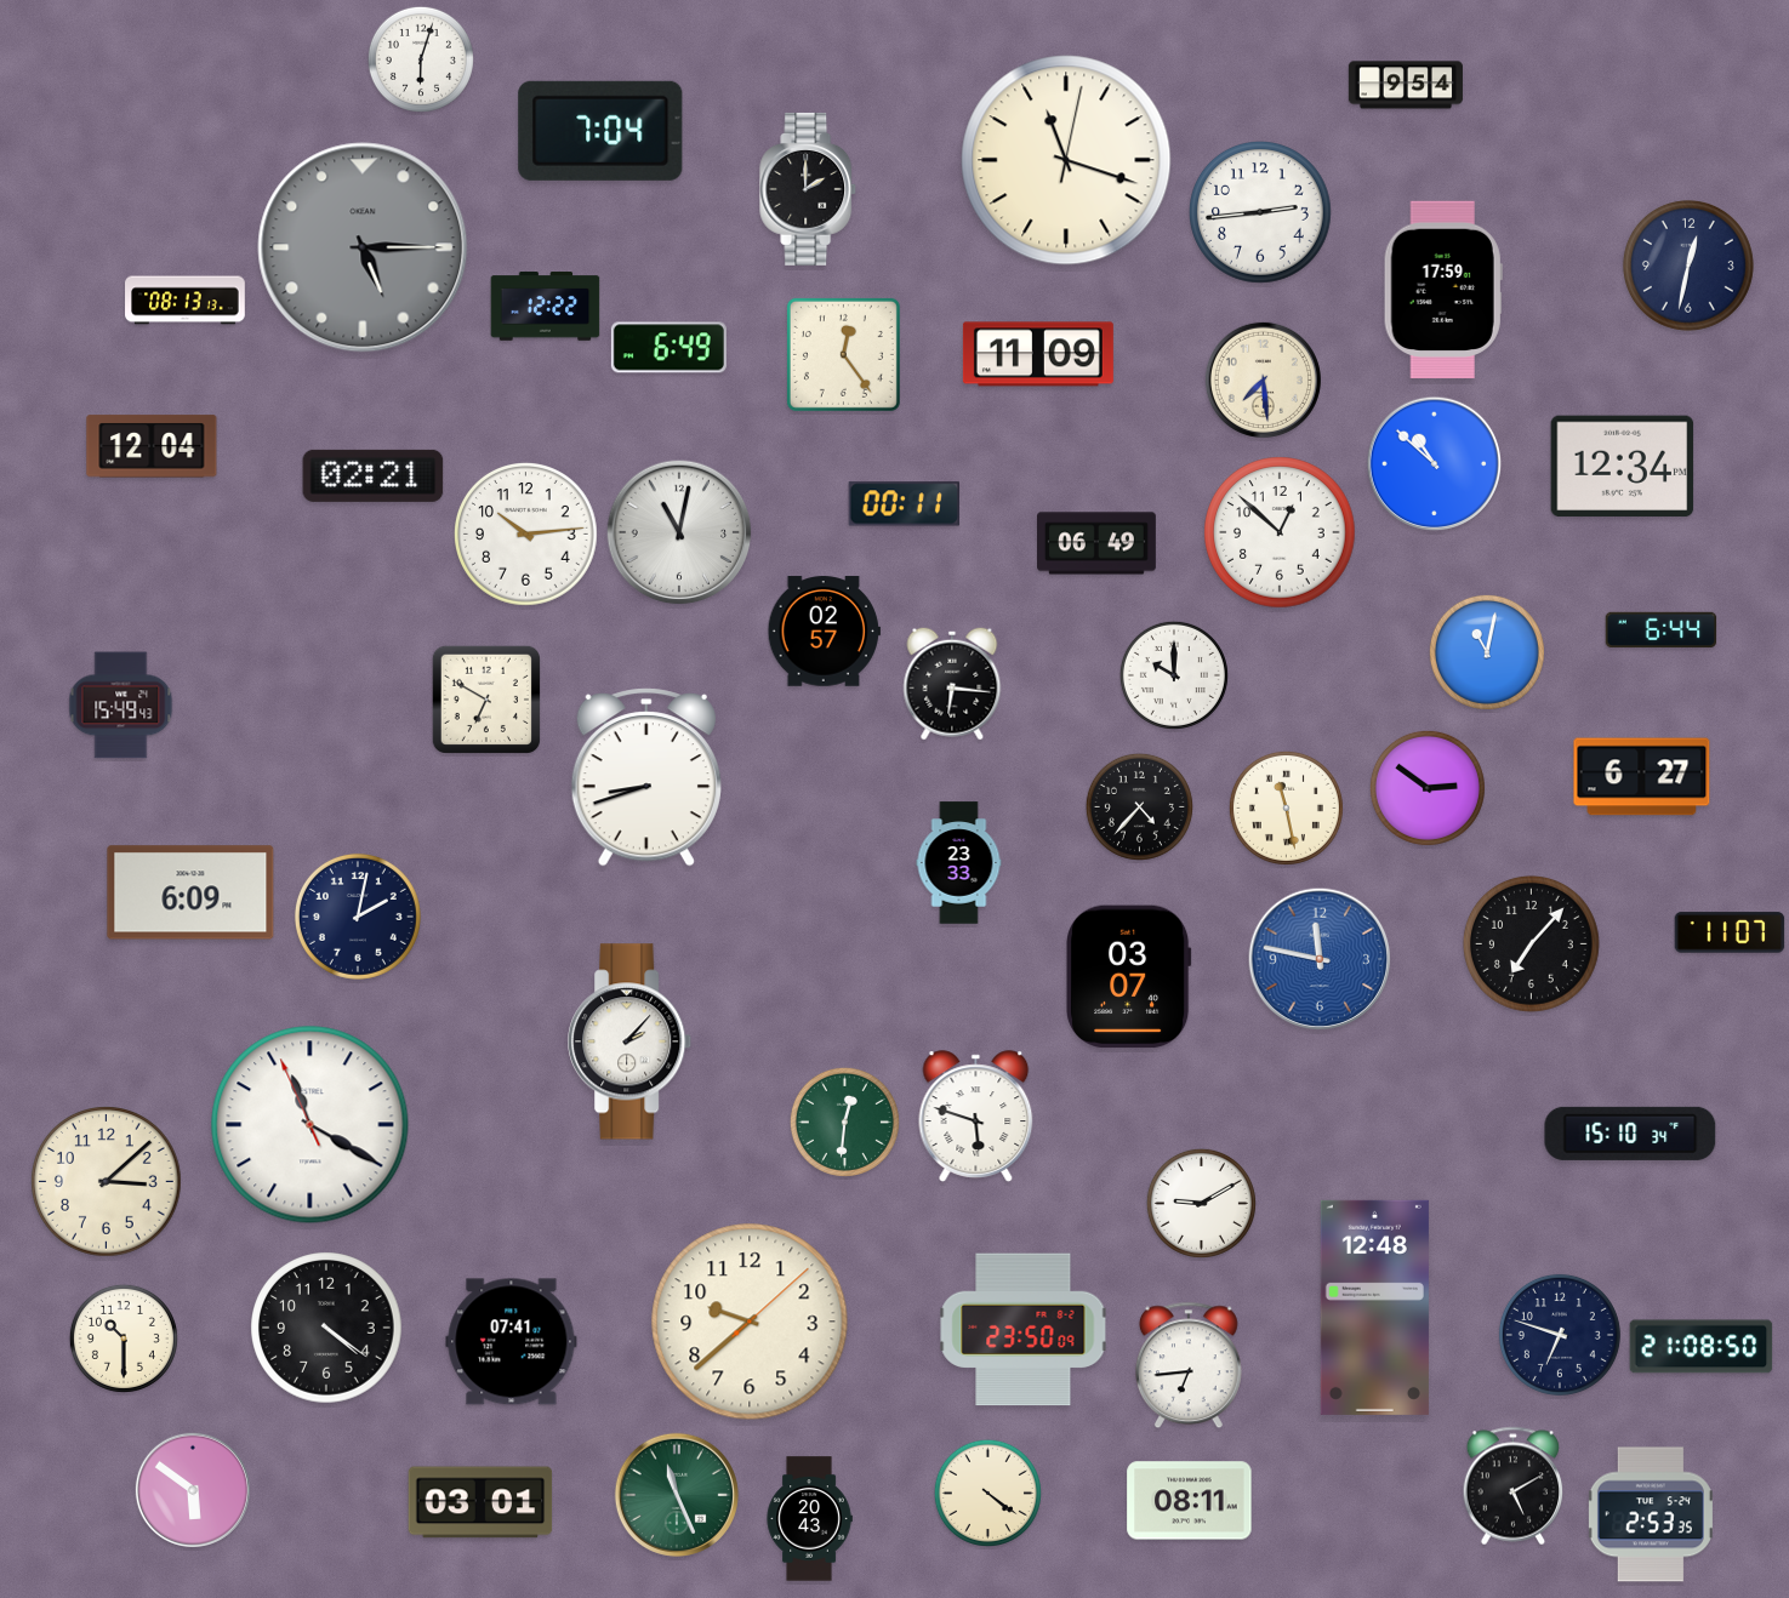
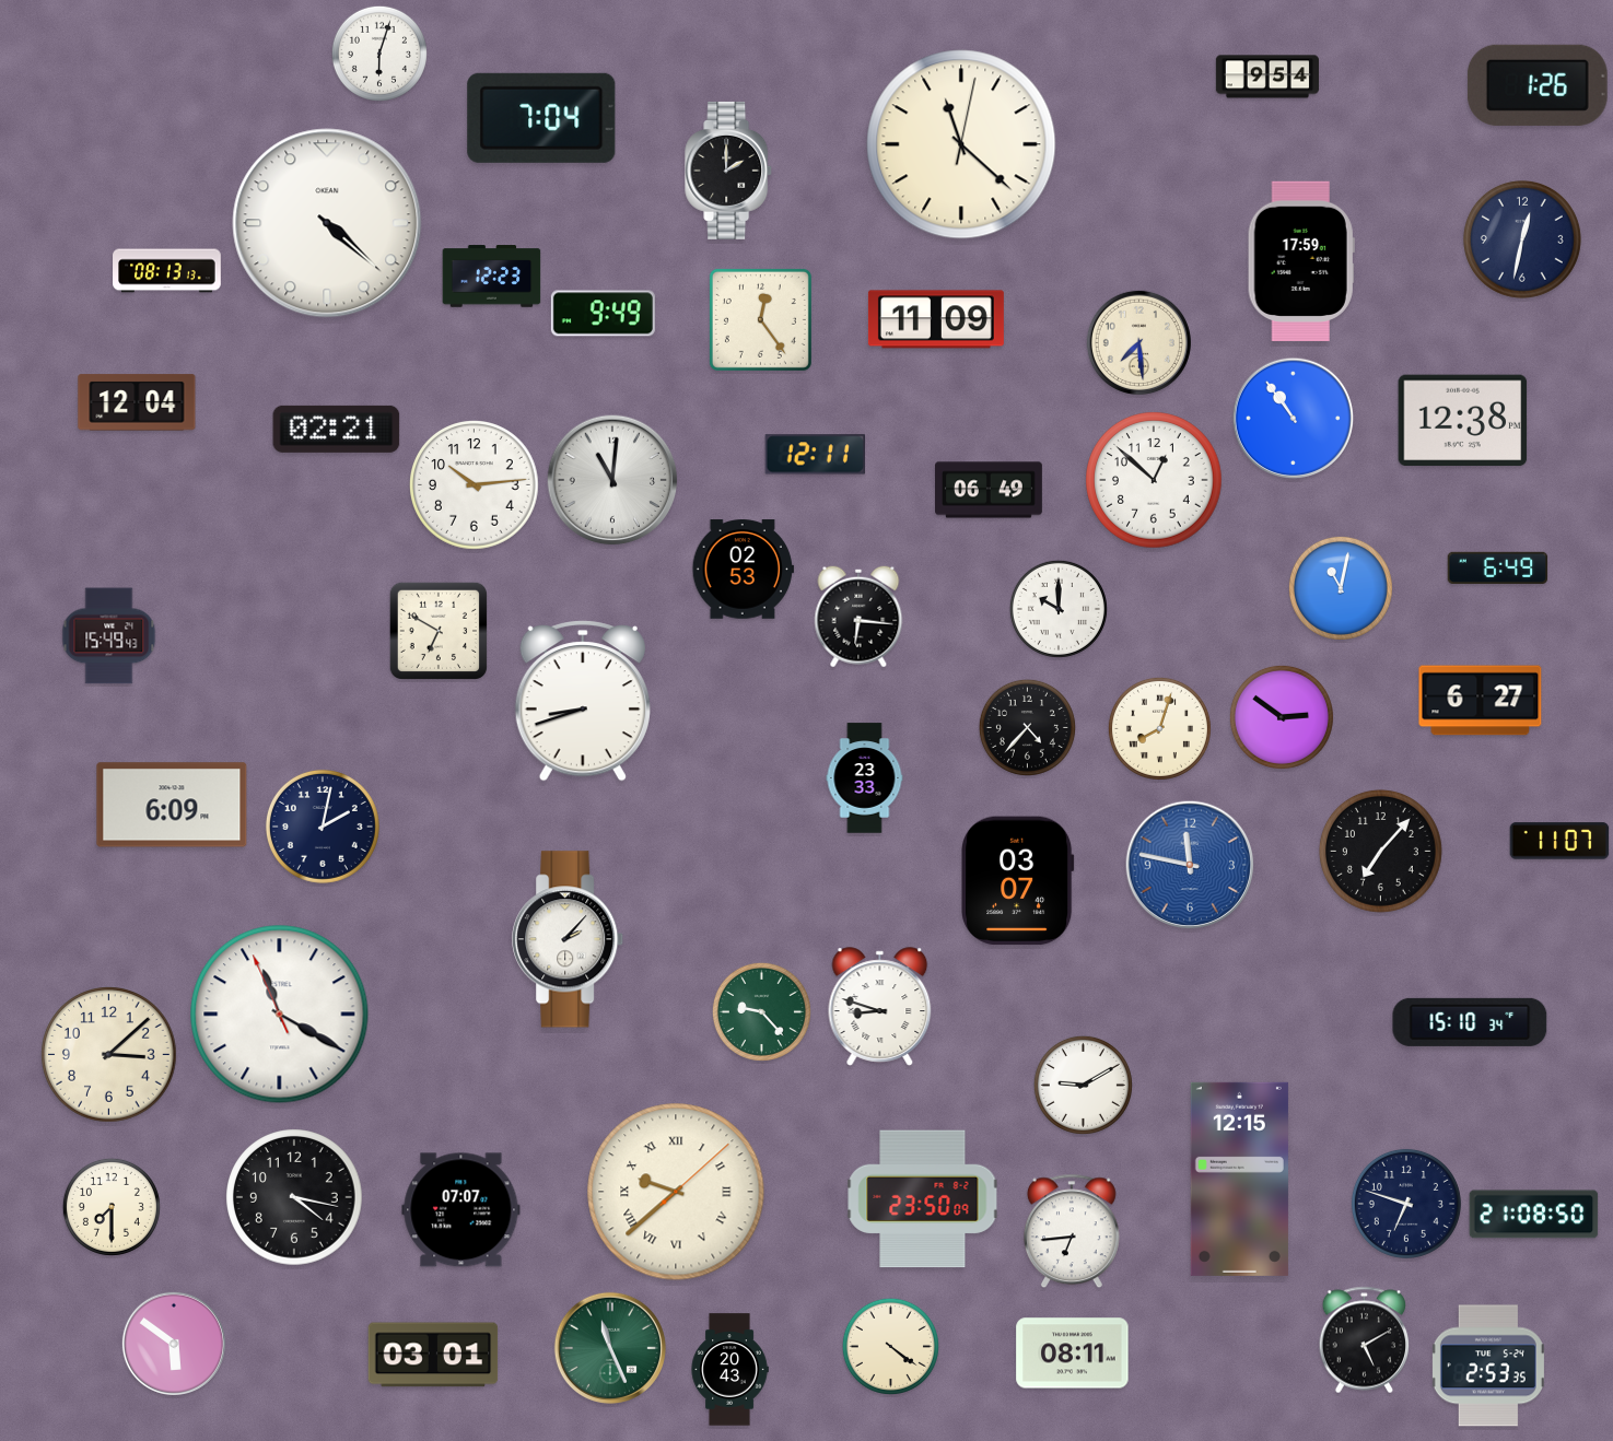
clock at (1538, 85): none -> 1:26
clock at (1066, 160): 11:18 -> 11:22
clock at (1261, 213): 2:44 -> none
clock at (363, 247): 5:15 -> 4:22
clock at (363, 247) dial: grey -> white
clock at (546, 307): 12:22 -> 12:23
clock at (668, 348): 6:49 -> 9:49
clock at (1435, 464): 10:52 -> 10:54
clock at (1623, 467): 12:34 -> 12:38
clock at (904, 504): 00:11 -> 12:11
clock at (679, 532): 11:02 -> 11:01
clock at (526, 535) position: (526, 535) -> (475, 485)
clock at (1662, 630): 6:44 -> 6:49
clock at (824, 632): 02:57 -> 02:53
clock at (1428, 788) position: (1428, 788) -> (1282, 717)
clock at (1286, 807): 11:28 -> 8:03
clock at (976, 1117): 5:48 -> 8:48
clock at (844, 1122): 12:31 -> 9:23
clock at (107, 1182) position: (107, 1182) -> (109, 1055)
clock at (1374, 1307): 12:48 -> 12:15
clock at (750, 1322) numerals: Arabic -> Roman
clock at (326, 1328): 4:21 -> 4:17
clock at (124, 1339): 10:30 -> 7:30
clock at (512, 1342): 07:41 -> 07:07
